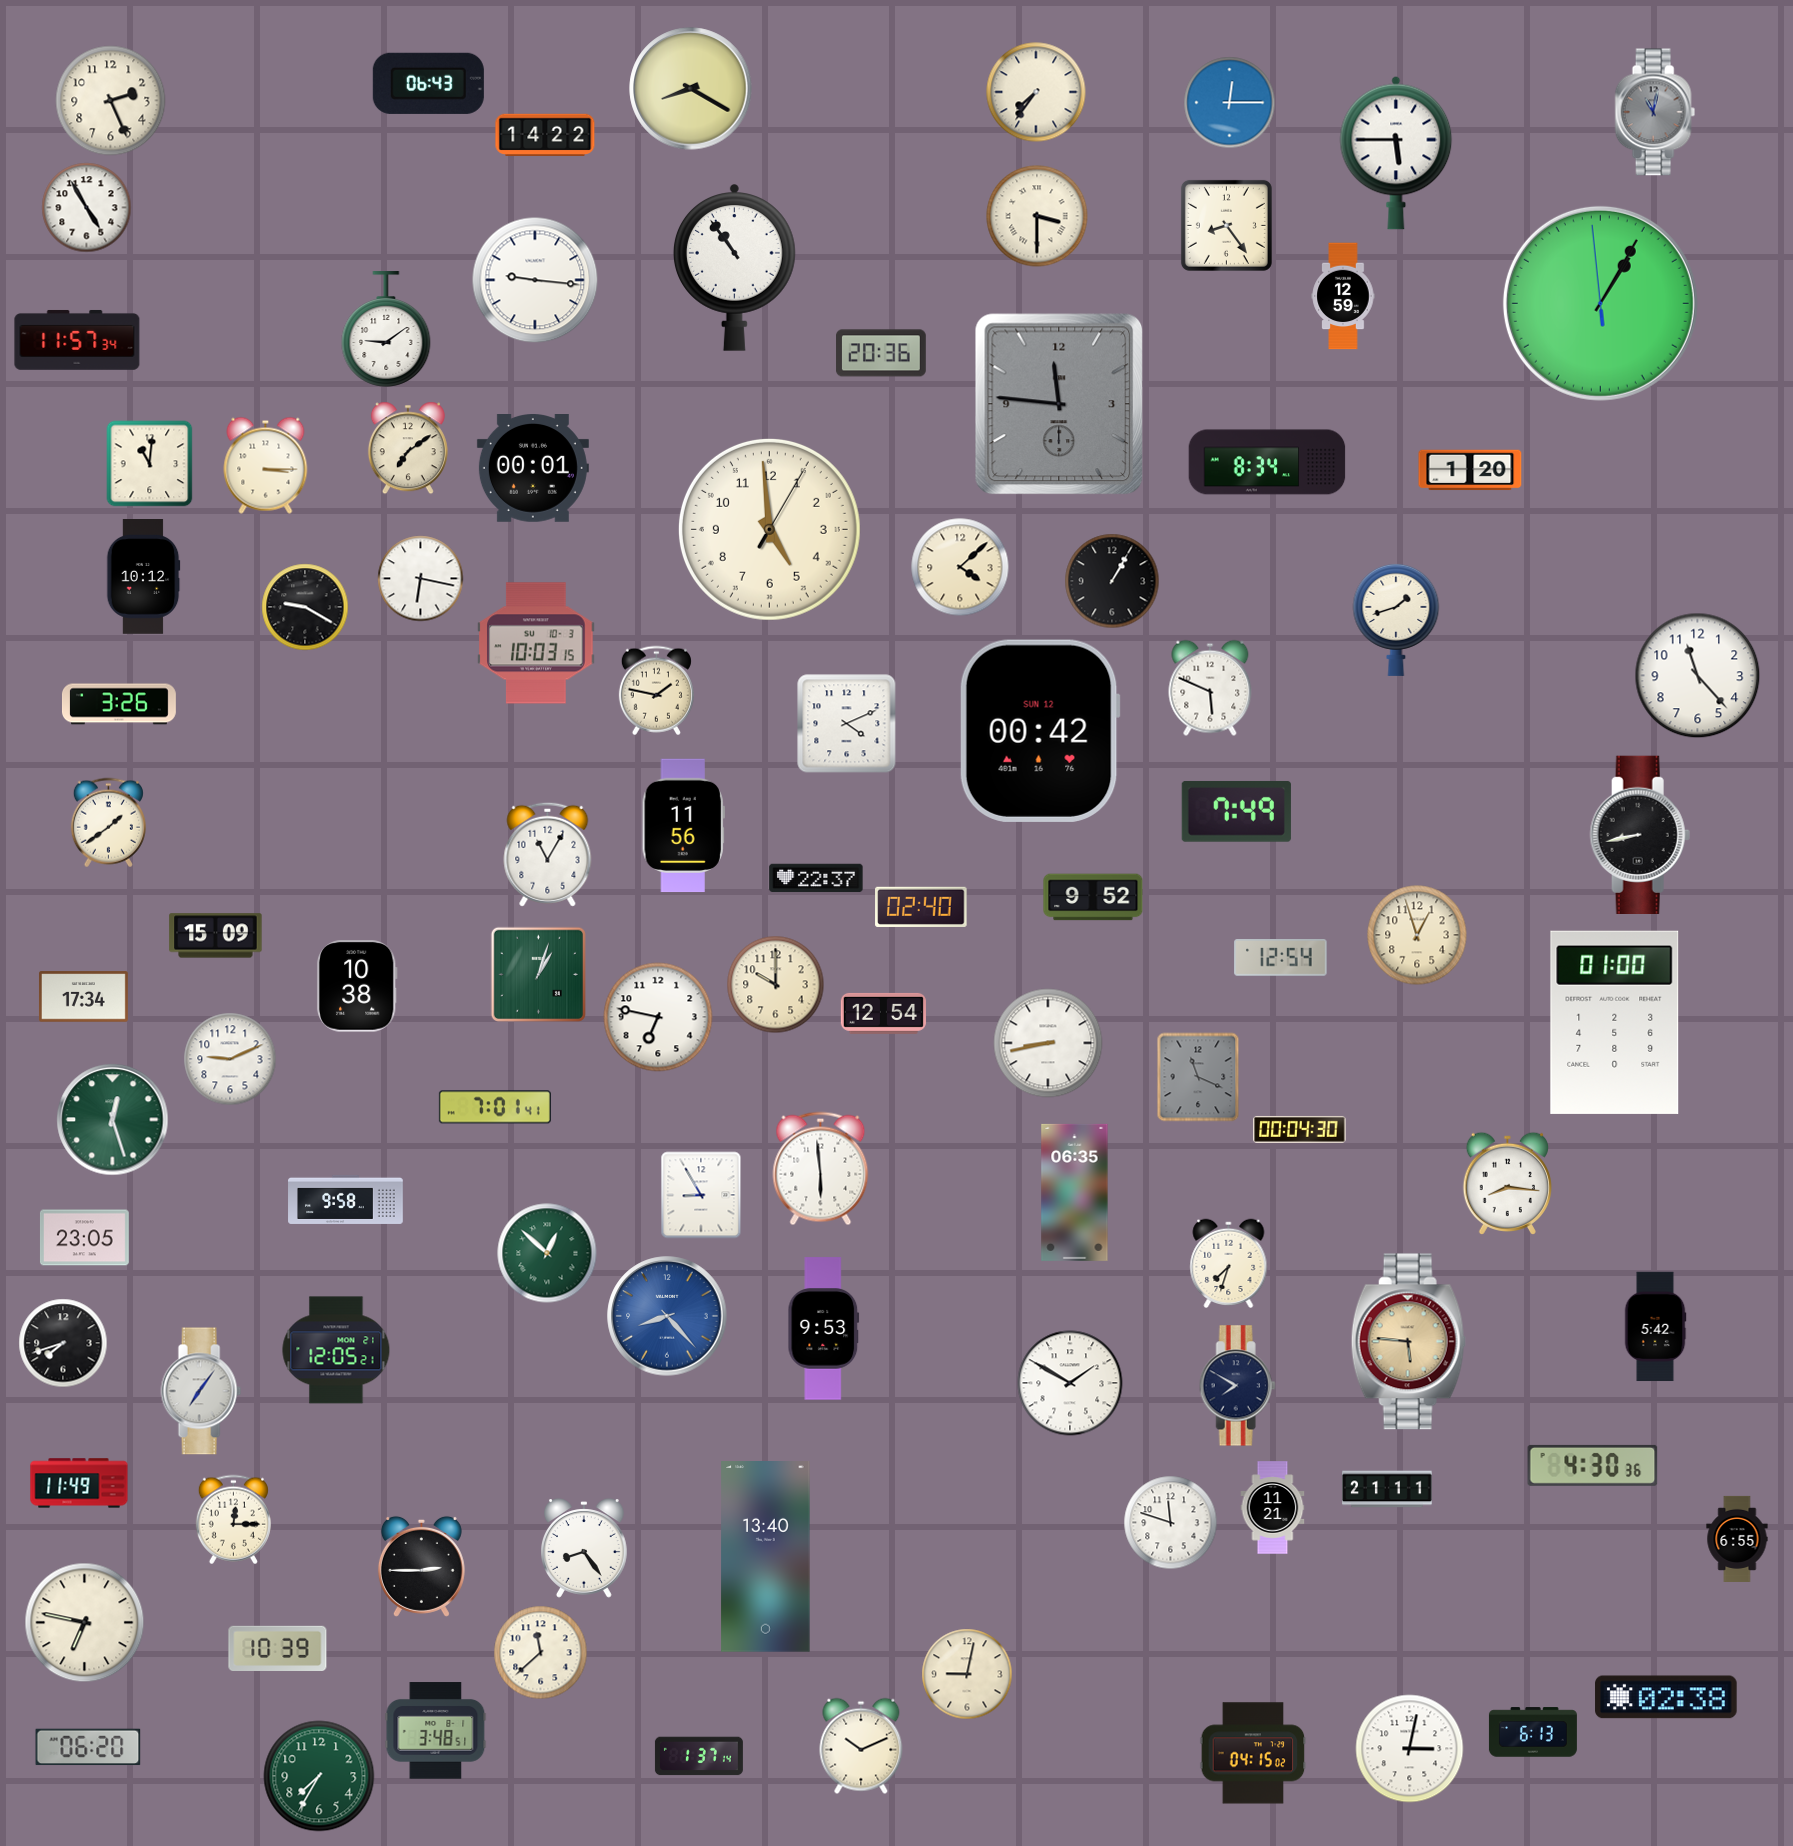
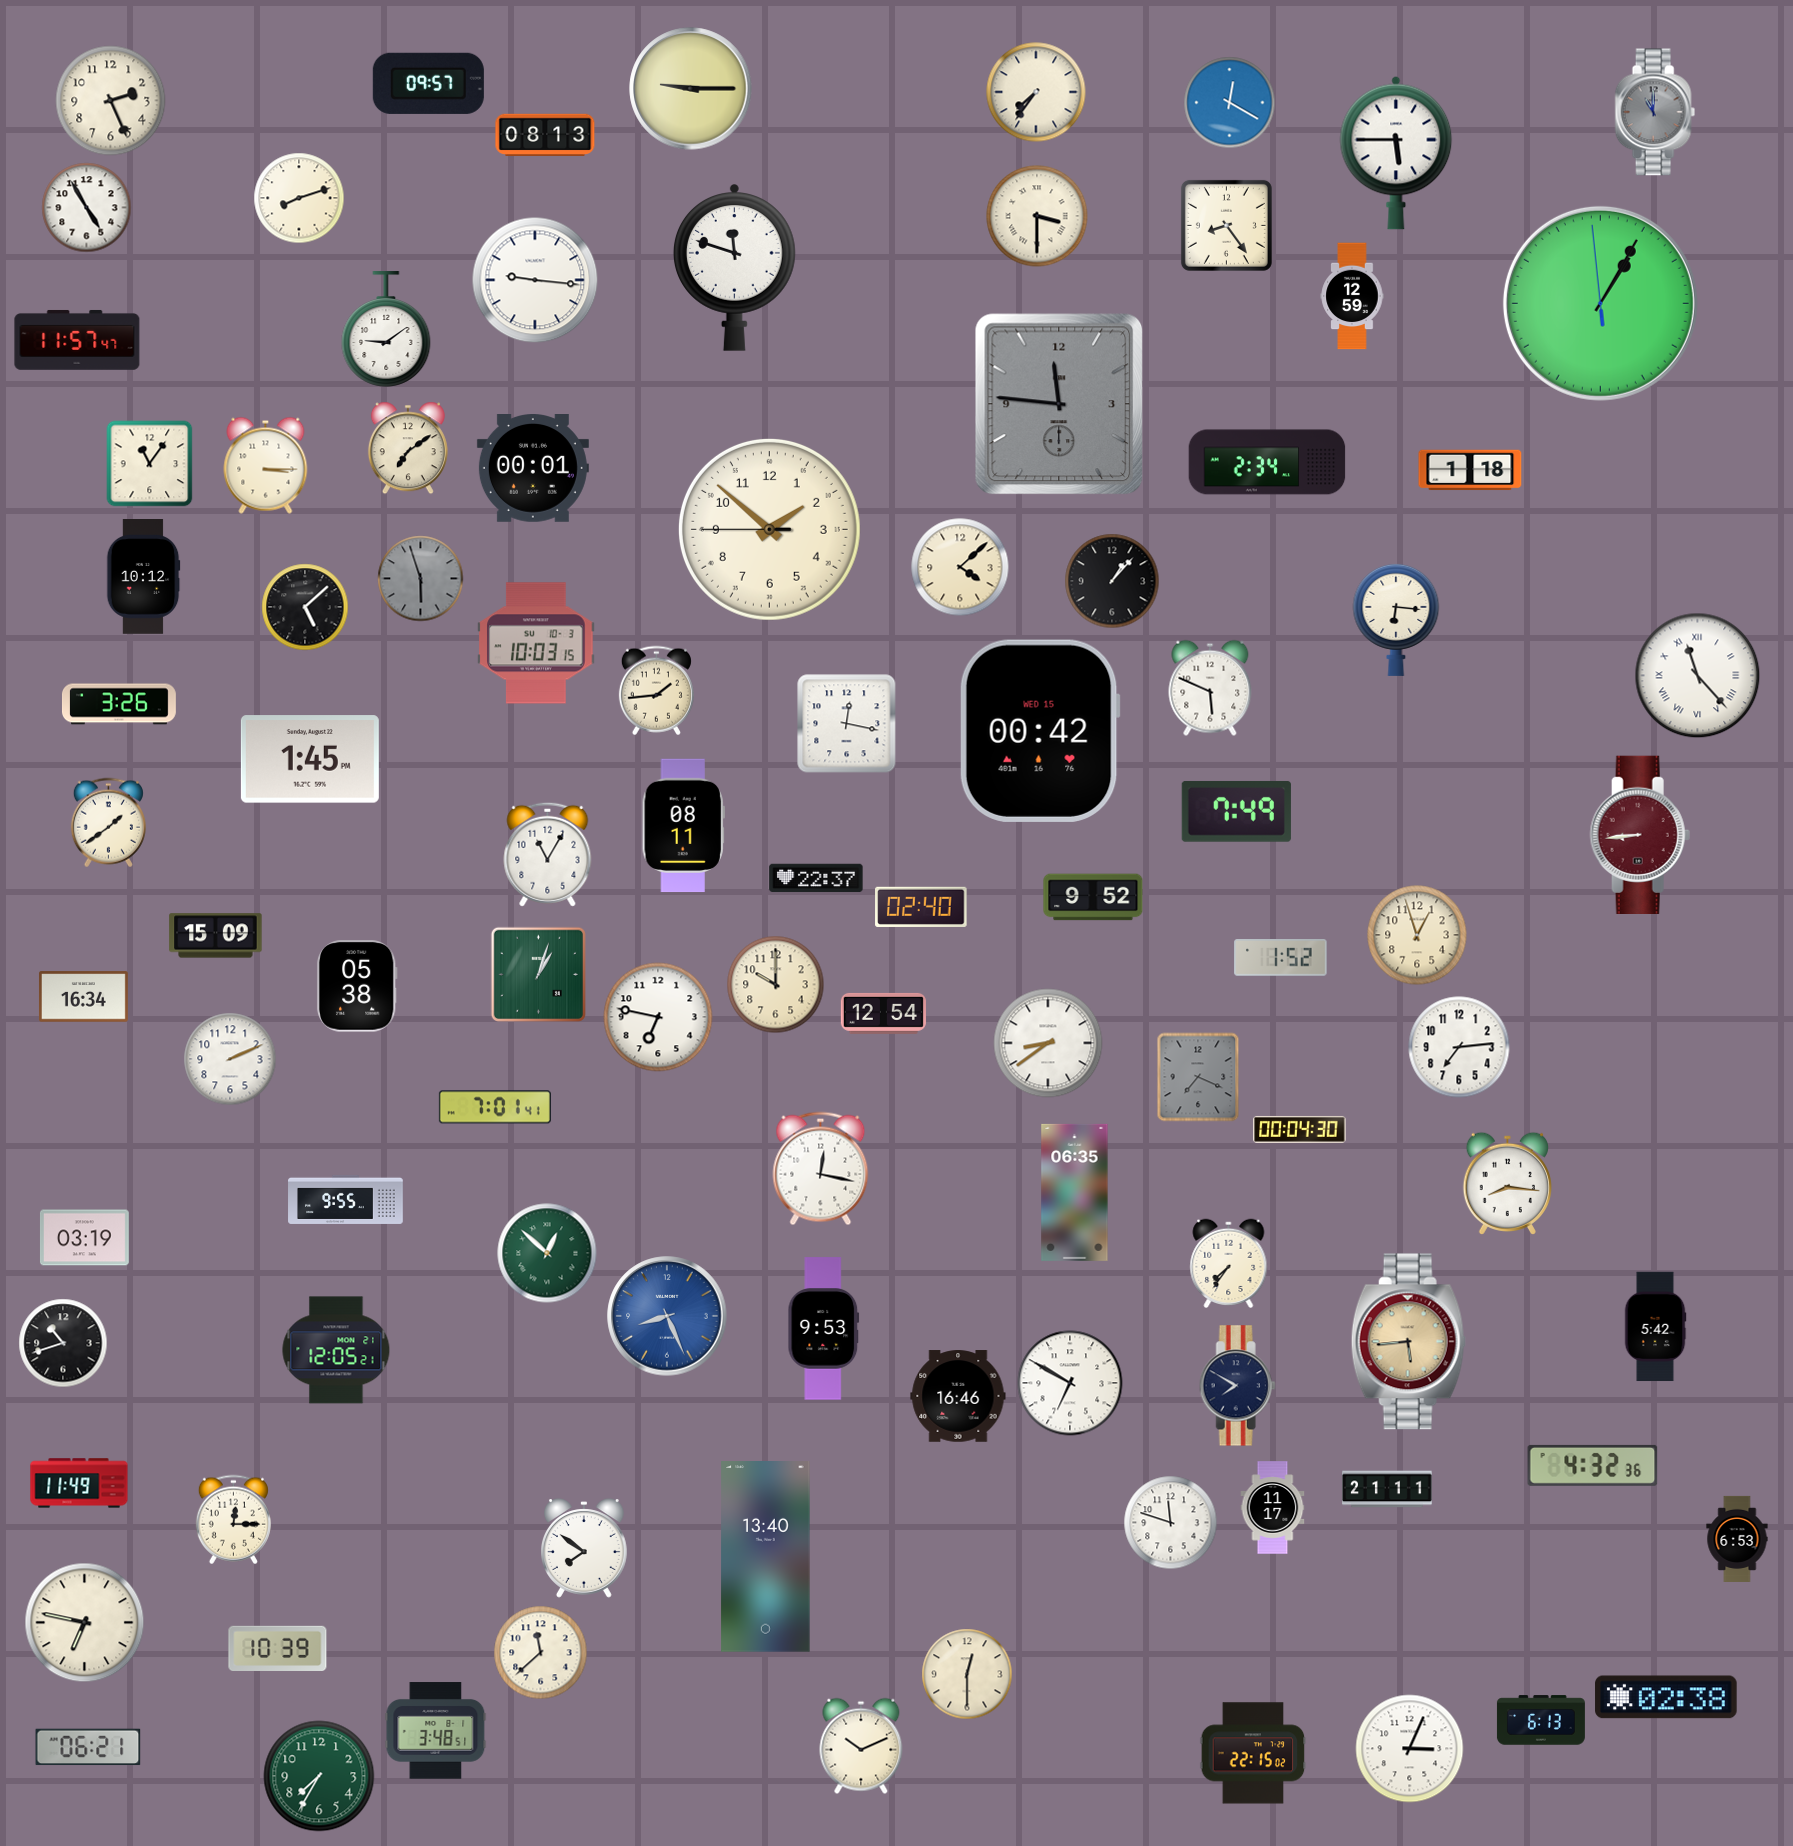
clock at (428, 83): 06:43 -> 09:57
clock at (691, 89): 8:20 -> 9:15
clock at (1230, 103): 12:15 -> 12:20
clock at (1655, 112): 11:02 -> 11:00
clock at (545, 134): 14:22 -> 08:13
clock at (299, 198): none -> 8:12
clock at (735, 267): 10:54 -> 11:48
clock at (1343, 296) position: (1343, 296) -> (1352, 296)
clock at (77, 340): 11:57:34 -> 11:57:47
clock at (882, 353): 20:36 -> none
clock at (1267, 462): 8:34 -> 2:34
clock at (150, 464): 11:01 -> 11:06
clock at (1470, 470): 1:20 -> 1:18
clock at (769, 529): 4:59 -> 1:51
clock at (421, 579): 6:17 -> 5:57
clock at (421, 579) dial: white -> grey
clock at (1112, 581): 1:05 -> 1:07
clock at (305, 607): 9:20 -> 5:08
clock at (1396, 619): 1:42 -> 6:16
clock at (1698, 676) numerals: Arabic -> Roman
clock at (656, 691): 1:47 -> 1:44
clock at (847, 724): 4:11 -> 12:17
clock at (1040, 731) date: SUN 12 -> WED 15
clock at (310, 759): none -> 1:45
clock at (683, 826): 11:56 -> 08:11
clock at (1640, 834): 8:43 -> 8:44
clock at (1640, 834) dial: black -> burgundy
clock at (1281, 958): 12:54 -> 1:52
clock at (357, 986): 10:38 -> 05:38
clock at (83, 997): 17:34 -> 16:34
clock at (1615, 1022): 01:00 -> none
clock at (1048, 1043): 8:43 -> 8:39
clock at (1459, 1047): none -> 7:14
clock at (230, 1059): 9:11 -> 2:11
clock at (1198, 1077): 11:19 -> 7:19
clock at (113, 1120): 12:27 -> none
clock at (821, 1169): 5:59 -> 12:17
clock at (701, 1195): 8:55 -> none
clock at (346, 1199): 9:58 -> 9:55
clock at (84, 1238): 23:05 -> 03:19
clock at (1229, 1264): 7:33 -> 7:36
clock at (667, 1316): 8:23 -> 8:26
clock at (1408, 1342): 5:46 -> 5:44
clock at (63, 1343): 7:42 -> 10:42
clock at (1070, 1383): 1:50 -> 6:50
clock at (201, 1391): 7:06 -> none
clock at (958, 1396): none -> 16:46
clock at (1593, 1465): 4:30 -> 4:32
clock at (1273, 1508): 11:21 -> 11:17
clock at (1737, 1539): 6:55 -> 6:53
clock at (584, 1548): 8:24 -> 7:51
clock at (421, 1566): 2:45 -> none
clock at (967, 1674): 9:02 -> 12:30
clock at (1533, 1732) position: (1533, 1732) -> (1541, 1720)
clock at (88, 1747): 06:20 -> 06:21
clock at (1410, 1749): 3:02 -> 3:04
clock at (1253, 1753): 04:15 -> 22:15
clock at (699, 1756): 1:37 -> none
